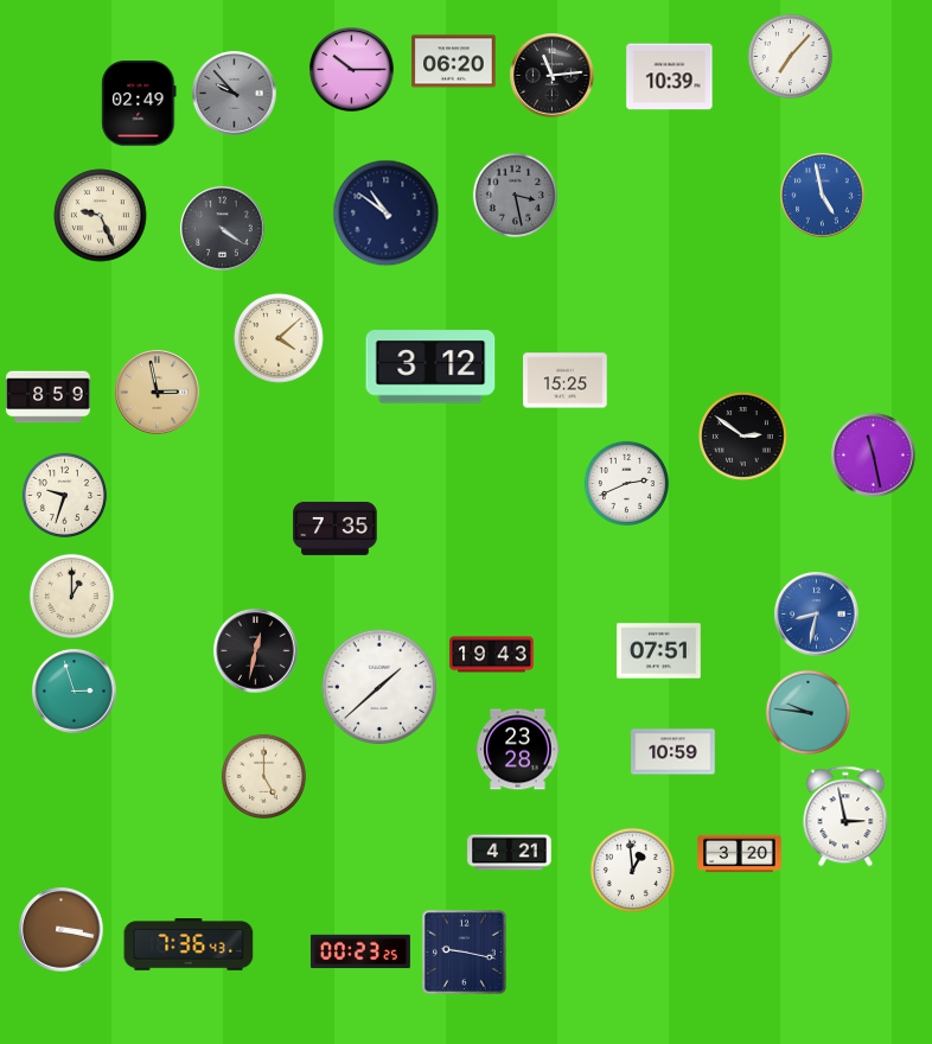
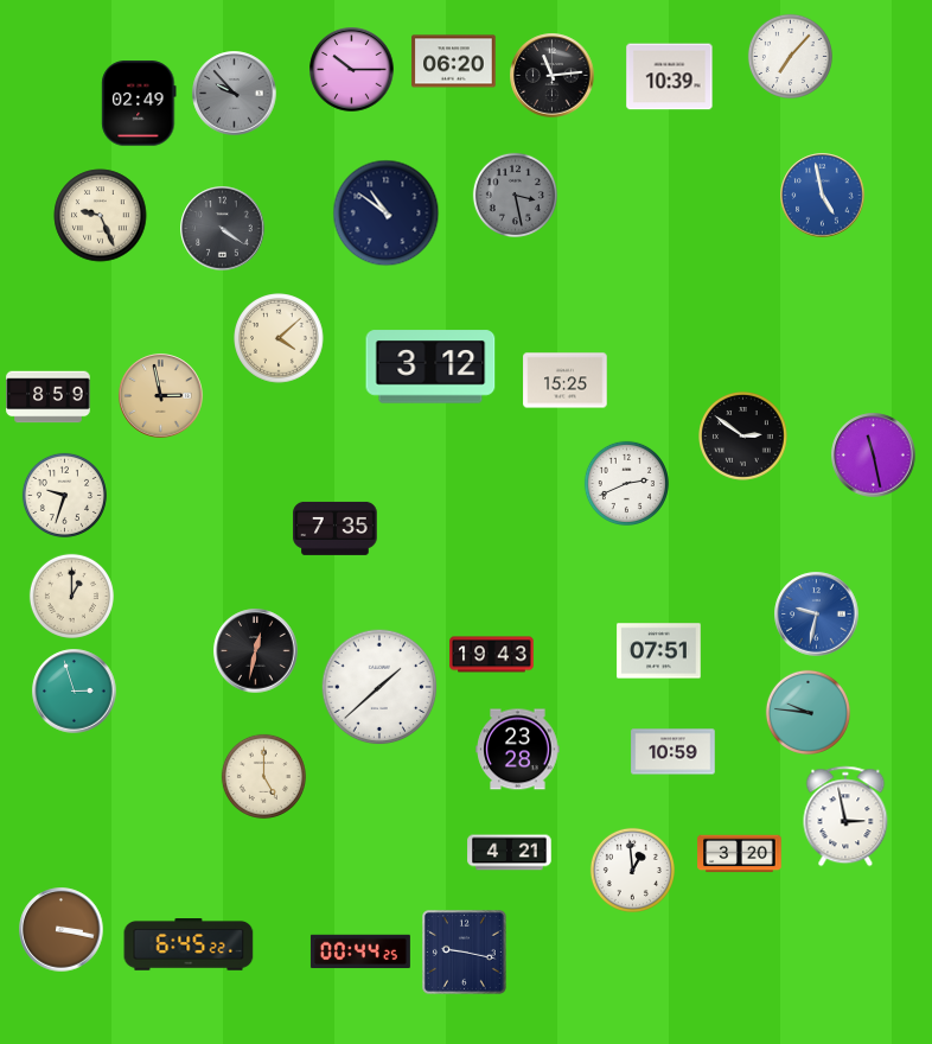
clock at (158, 393) position: (158, 393) -> (161, 396)
clock at (817, 615): 8:32 -> 9:32
clock at (189, 946): 7:36 -> 6:45
clock at (360, 951): 00:23 -> 00:44
